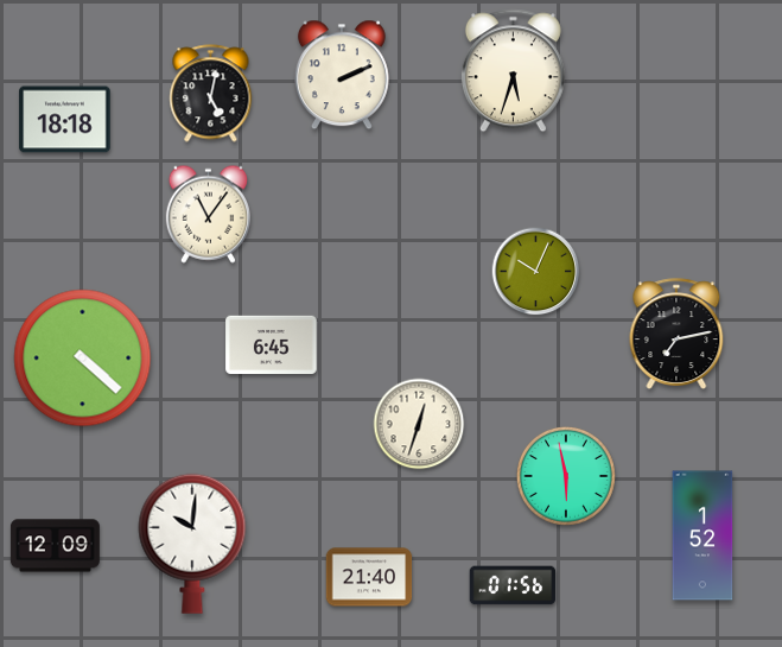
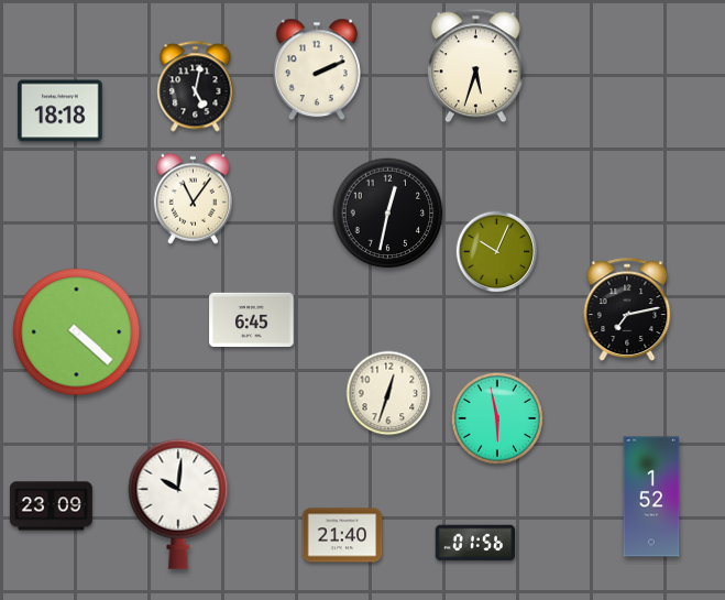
clock at (388, 214): none -> 12:32
clock at (566, 476) position: (566, 476) -> (497, 418)
clock at (55, 546): 12:09 -> 23:09
